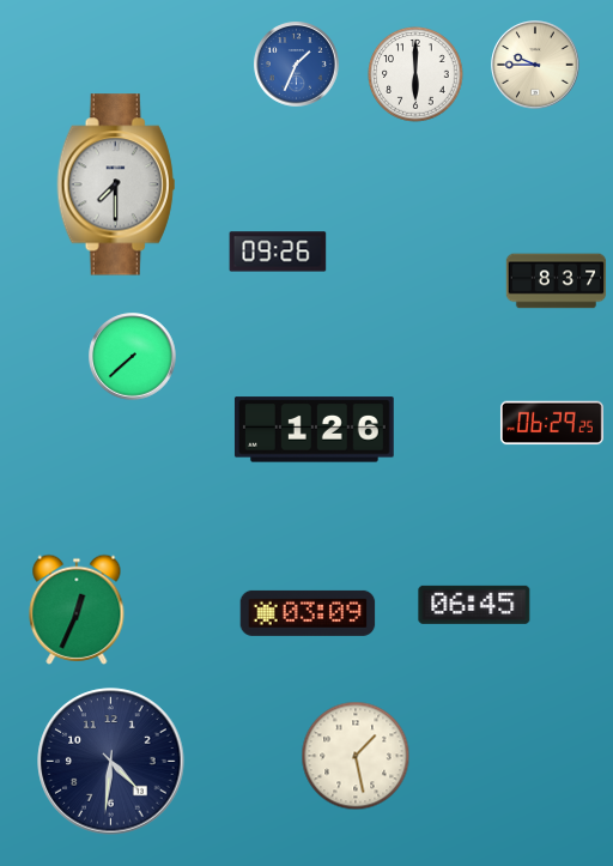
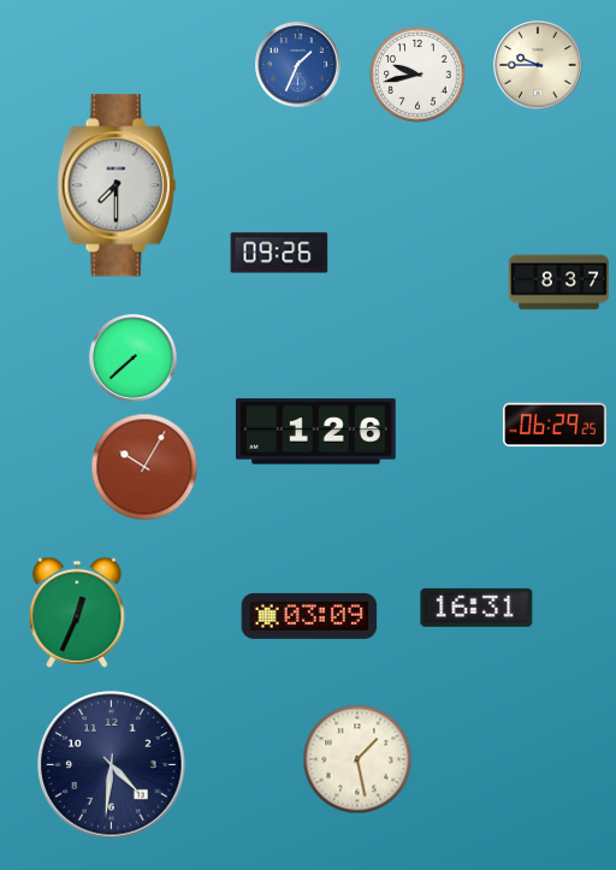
clock at (415, 74): 6:00 -> 9:43
clock at (144, 467): none -> 10:05
clock at (474, 605): 06:45 -> 16:31
